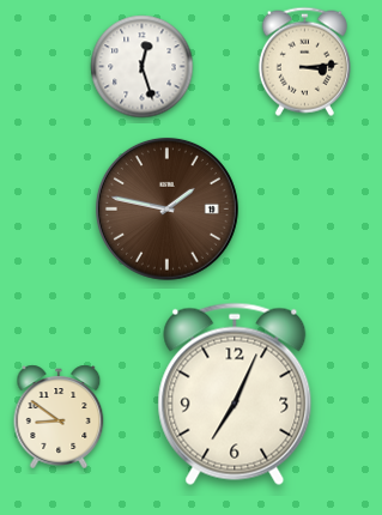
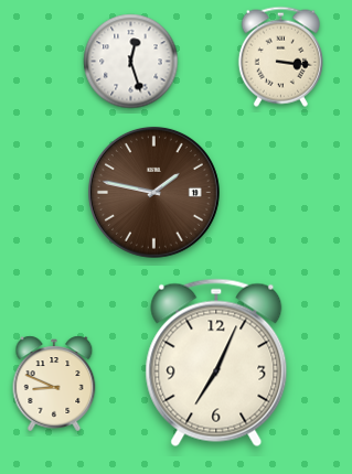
clock at (304, 61): 3:14 -> 3:16
clock at (59, 417): 8:51 -> 8:49
